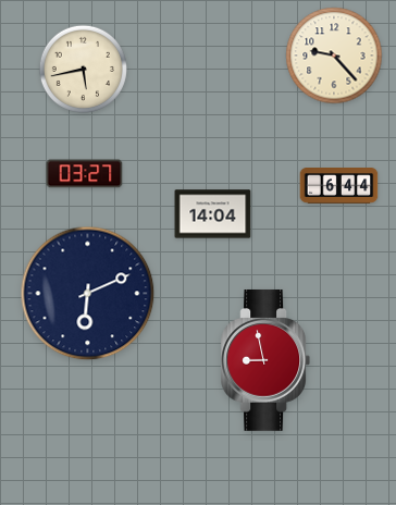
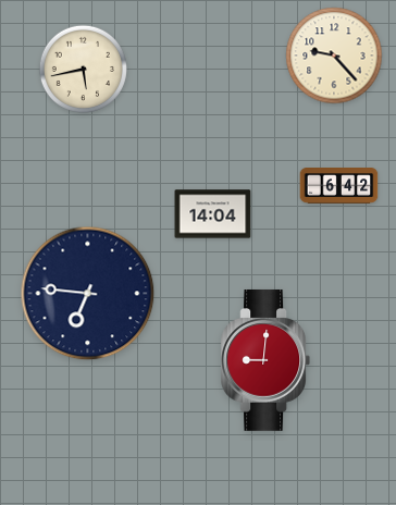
clock at (85, 174): 03:27 -> none
clock at (339, 186): 6:44 -> 6:42
clock at (88, 294): 6:11 -> 6:46
clock at (265, 360): 8:58 -> 9:01
